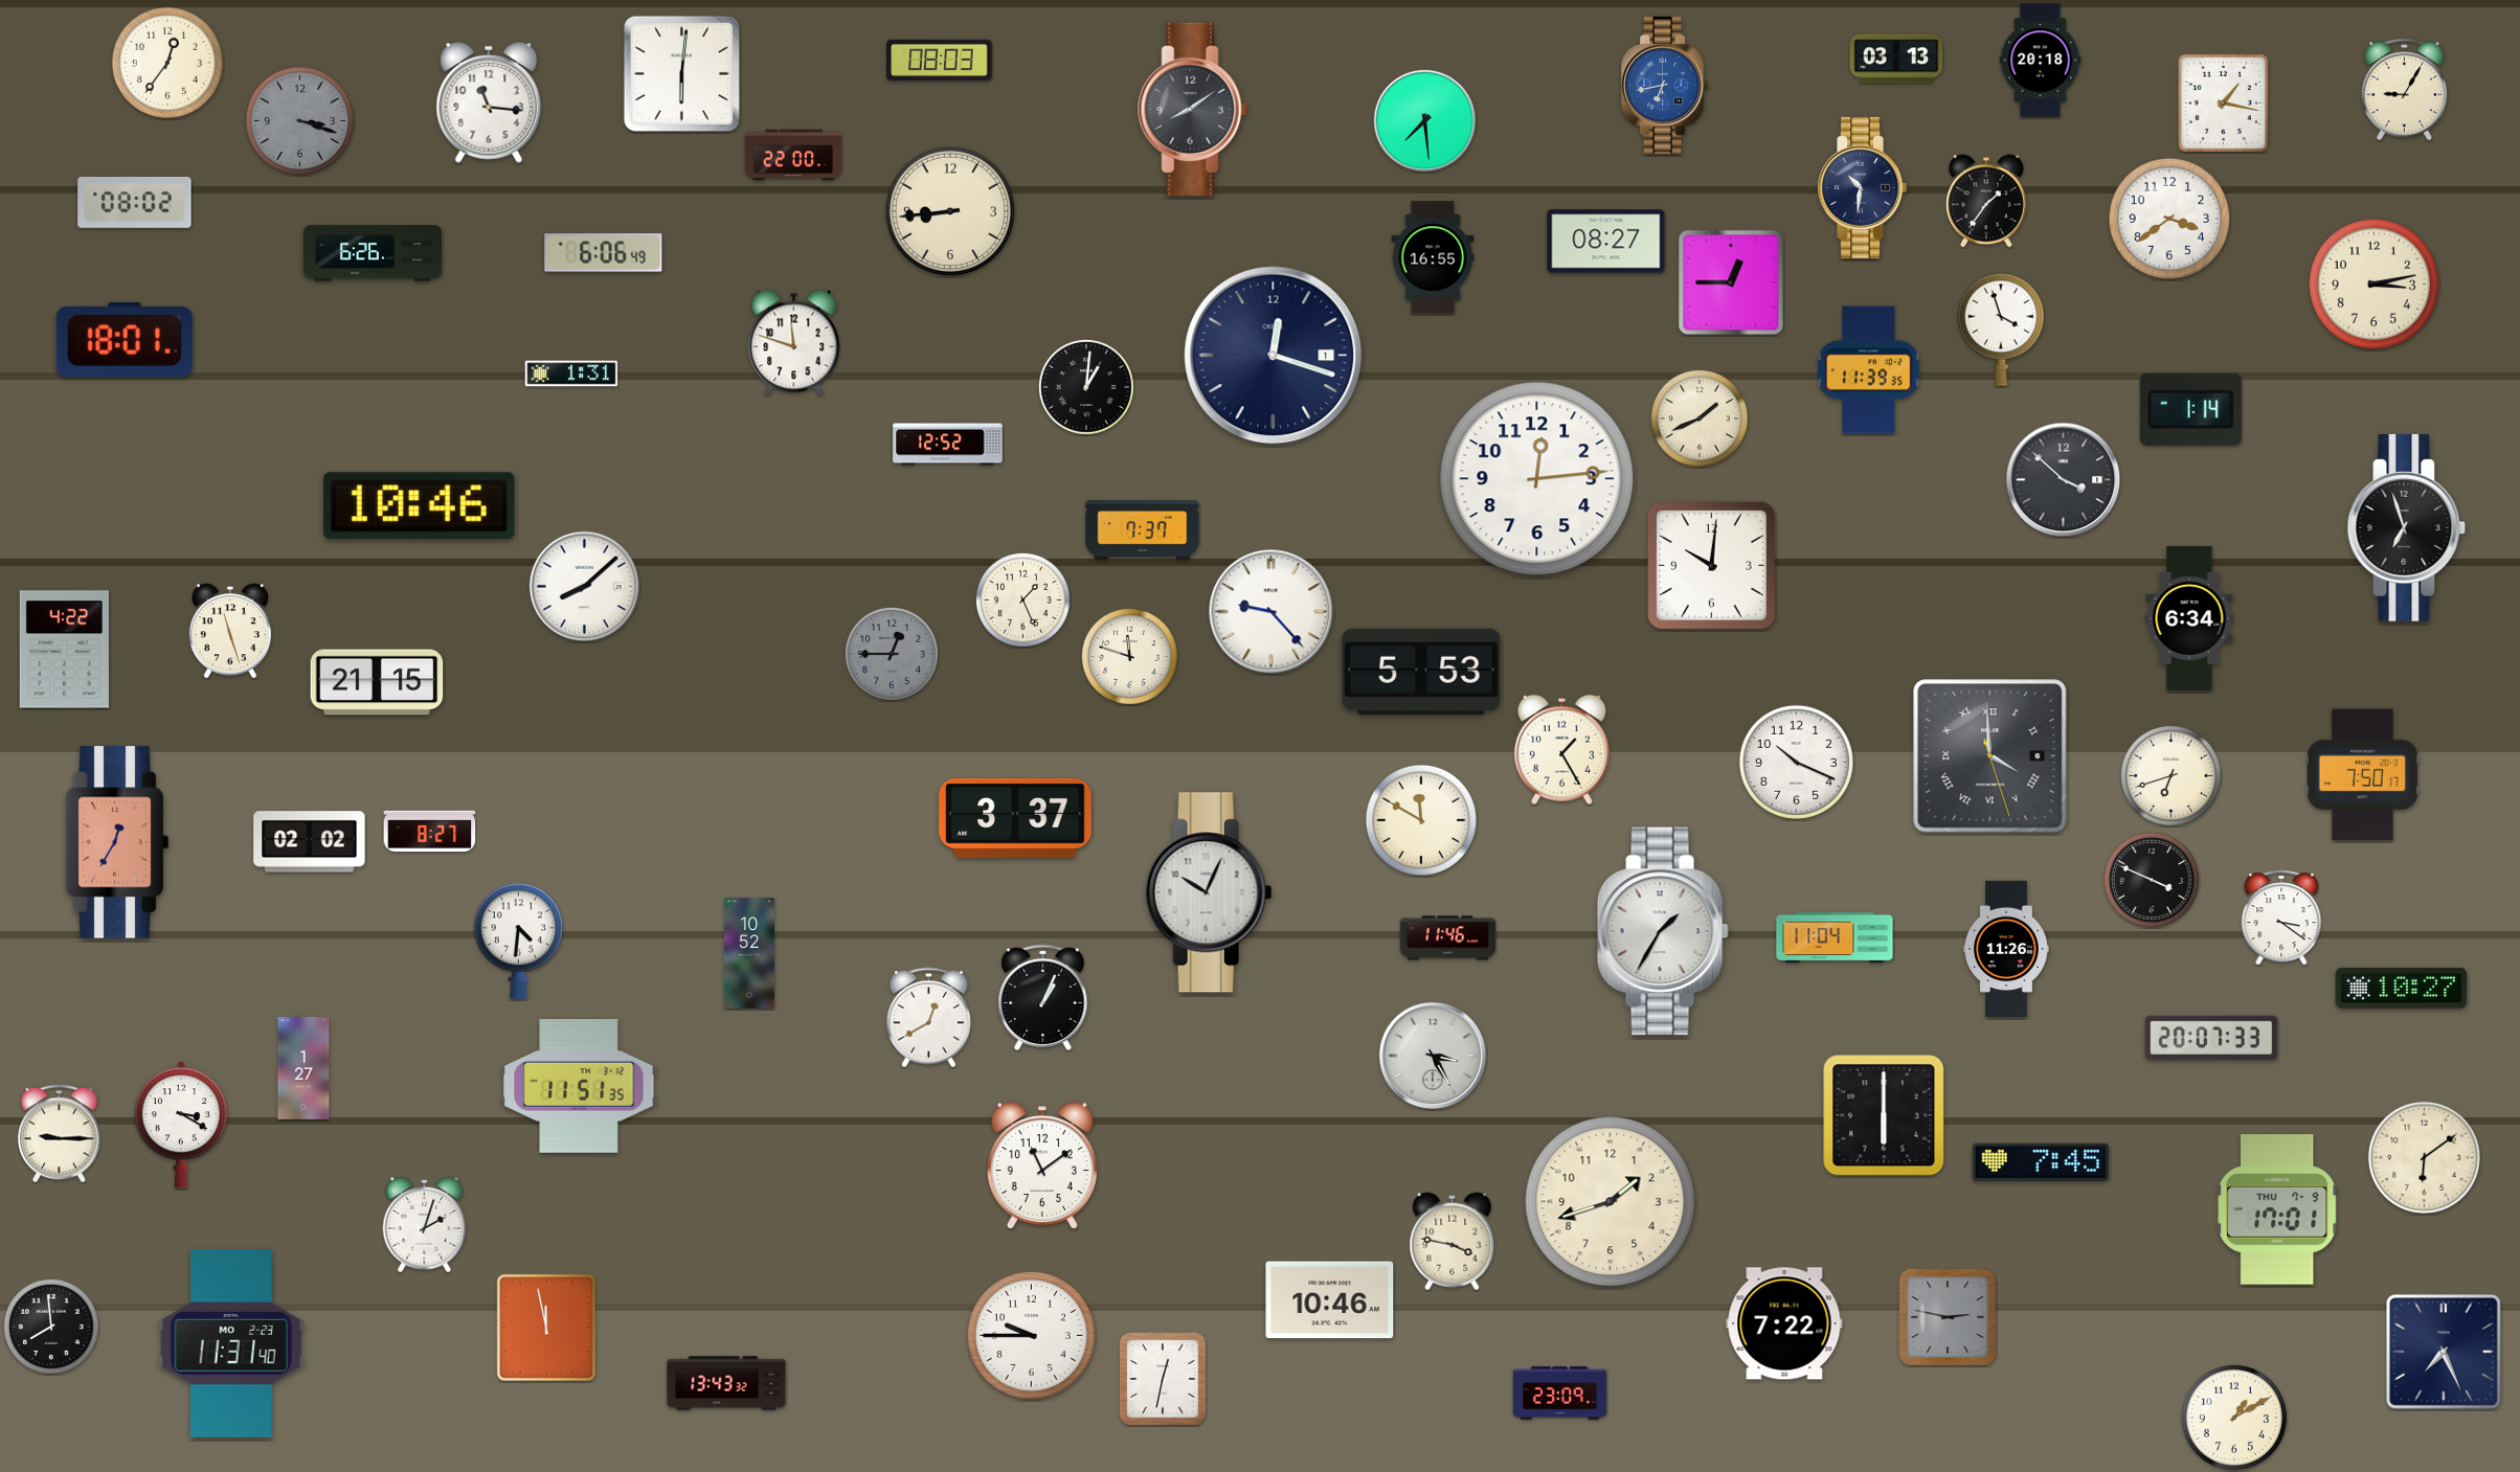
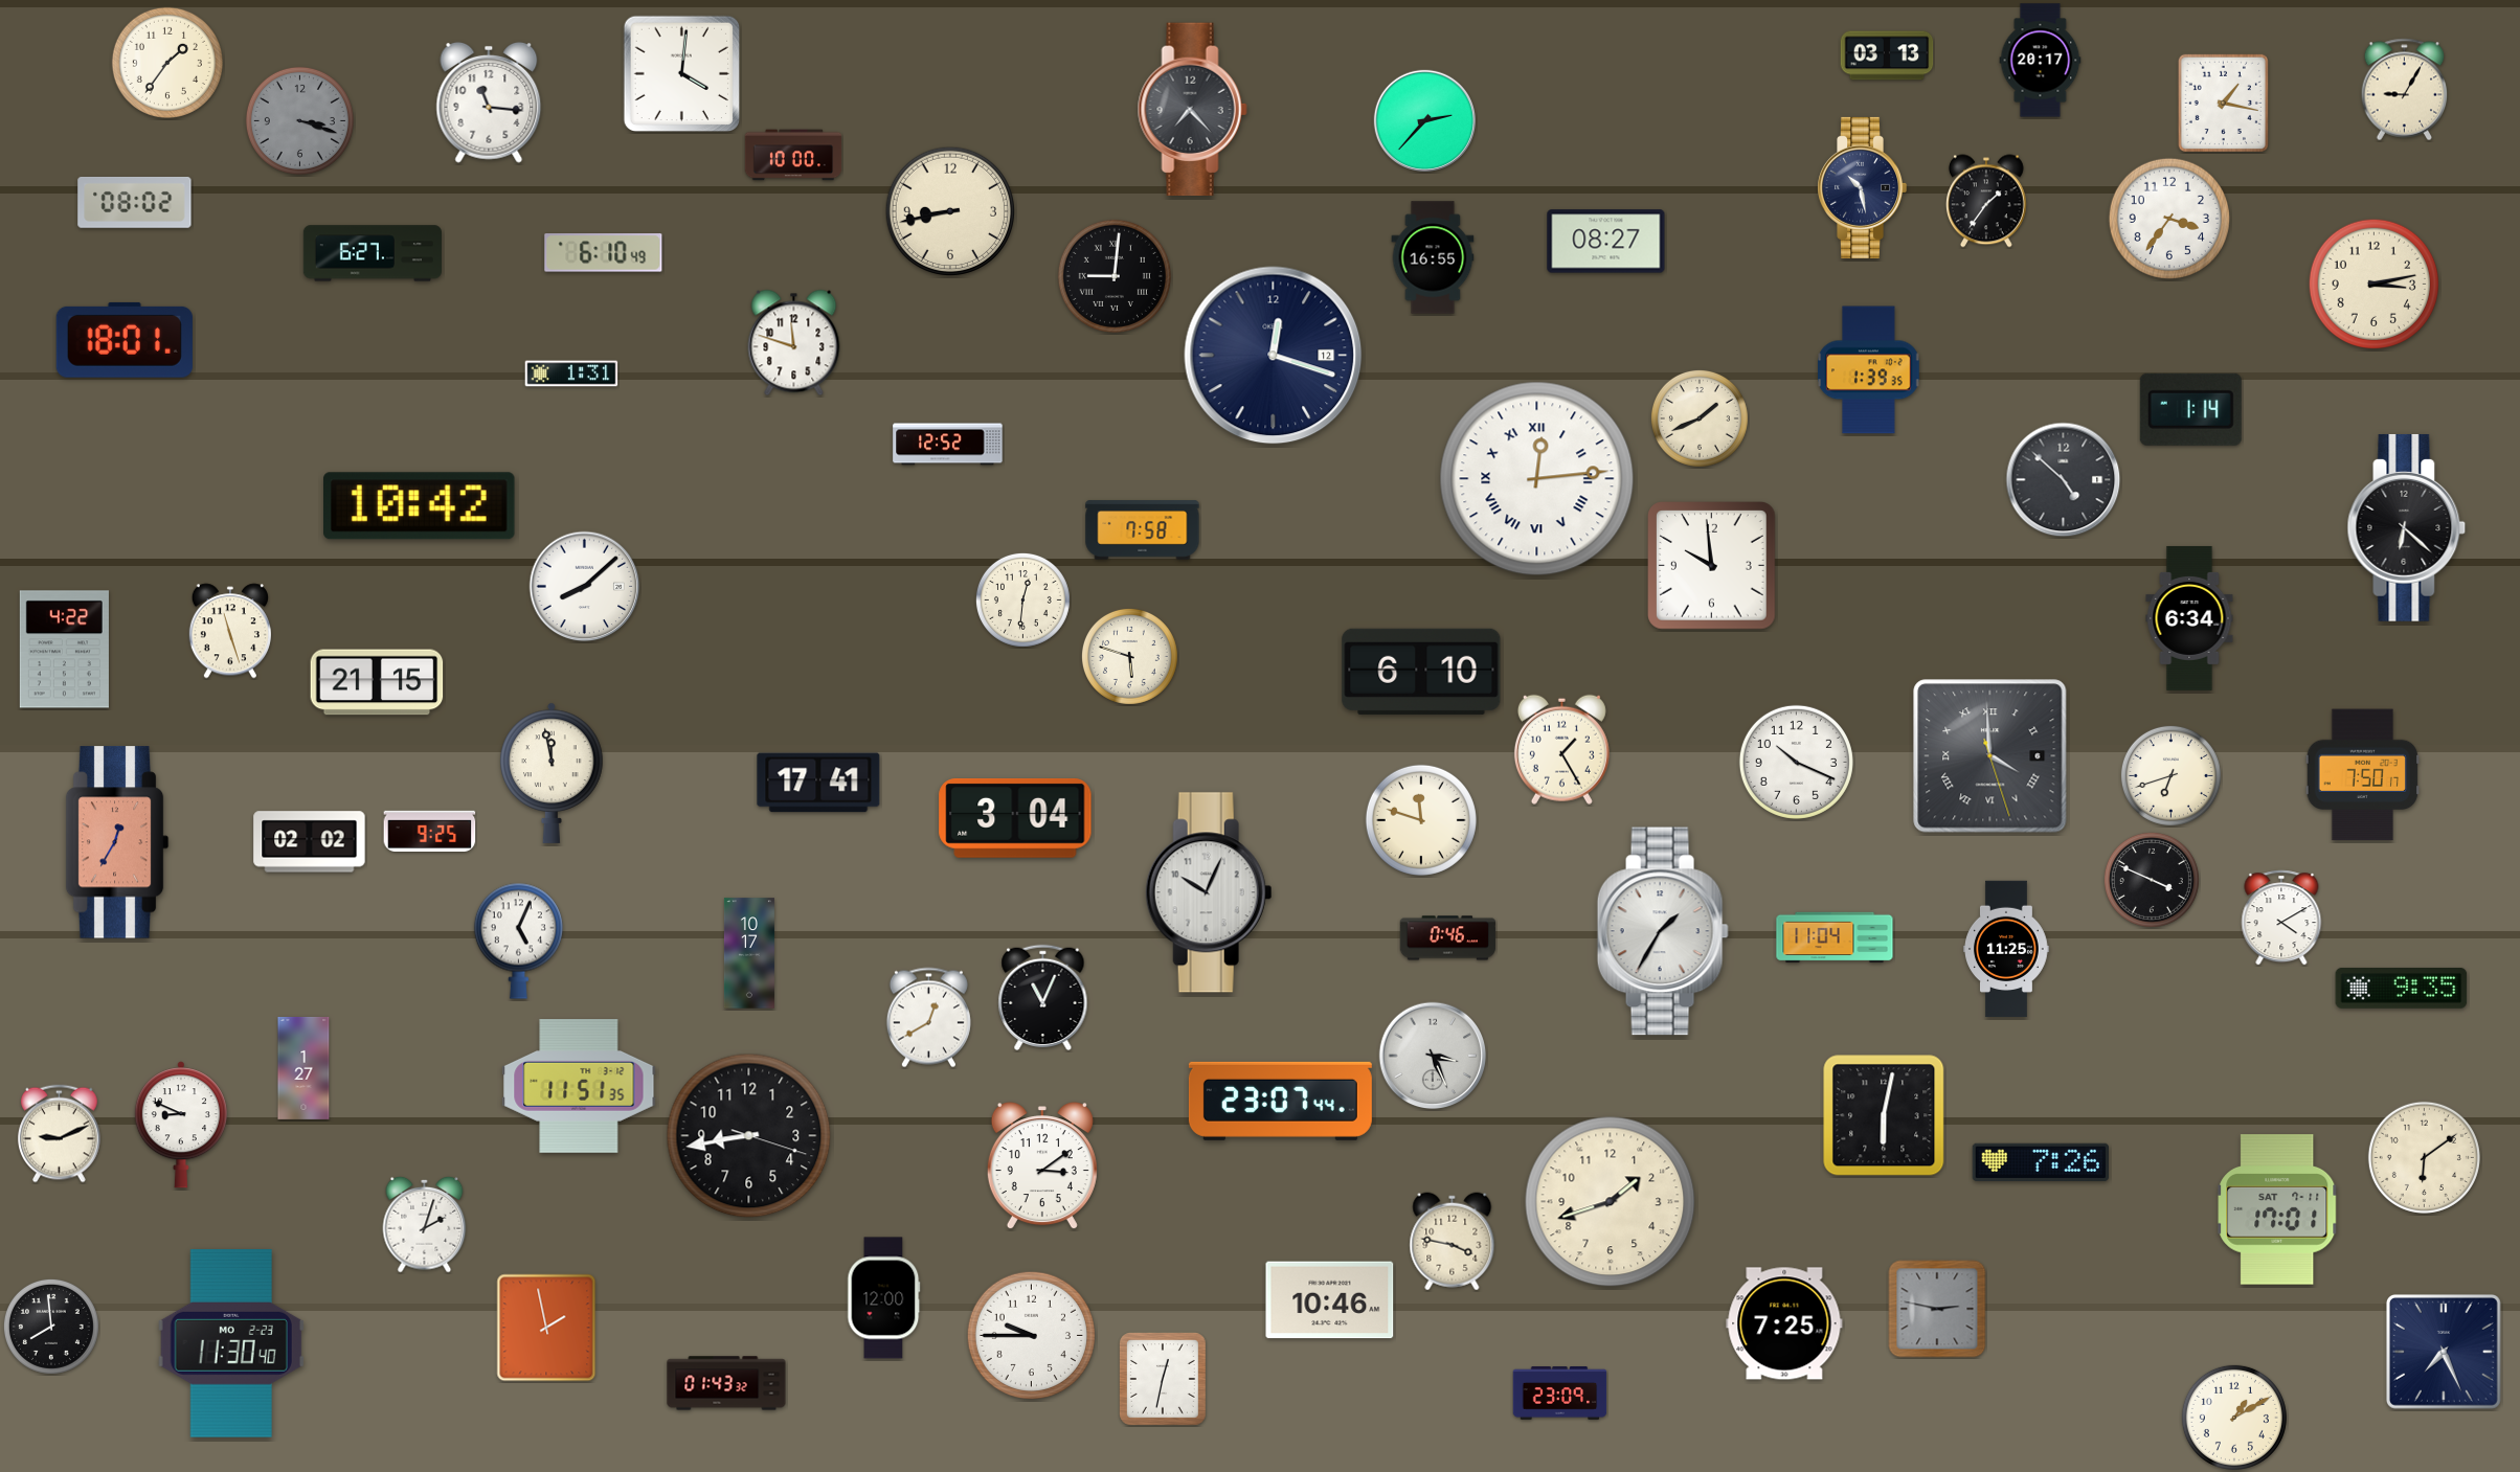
clock at (1896, 59) position: (1896, 59) -> (1887, 55)
clock at (940, 60): 08:03 -> none
clock at (2041, 61): 20:18 -> 20:17
clock at (167, 63): 12:36 -> 1:36
clock at (681, 73): 6:01 -> 4:01
clock at (1665, 85): 6:43 -> none
clock at (1192, 110): 8:09 -> 7:23
clock at (1424, 120): 7:29 -> 2:37
clock at (793, 155): 22:00 -> 10:00
clock at (1863, 187): 10:31 -> 10:28
clock at (949, 210): 8:44 -> 8:43
clock at (2169, 219): 3:39 -> 3:36
clock at (373, 253): 6:26 -> 6:27
clock at (604, 253): 6:06 -> 6:10
clock at (1115, 276): none -> 9:01
clock at (1731, 282): 12:45 -> none
clock at (2001, 330): 3:57 -> none
clock at (1274, 356) date: 1 -> 12
clock at (1869, 370): 11:39 -> 1:39
clock at (1086, 387): 1:01 -> none
clock at (1537, 479) numerals: Arabic -> Roman
clock at (2064, 480): 3:52 -> 4:52
clock at (420, 506): 10:46 -> 10:42
clock at (2407, 527): 6:57 -> 6:22
clock at (1143, 530): 7:37 -> 7:58
clock at (1712, 566): 10:01 -> 9:59
clock at (1022, 599): 1:26 -> 12:31
clock at (1272, 612): 9:23 -> none
clock at (892, 654): 12:45 -> none
clock at (1129, 656): 11:48 -> 5:48
clock at (1421, 672): 5:53 -> 6:10
clock at (553, 773): none -> 11:58
clock at (818, 783): none -> 17:41
clock at (1015, 818): 3:37 -> 3:04
clock at (1421, 820): 11:50 -> 11:48
clock at (430, 831): 8:27 -> 9:25
clock at (2281, 918): 3:21 -> 4:10
clock at (1448, 938): 11:46 -> 0:46
clock at (518, 941): 4:31 -> 5:04
clock at (2007, 949): 11:26 -> 11:25
clock at (749, 953): 10:52 -> 10:17
clock at (2402, 989): 10:27 -> 9:35
clock at (1043, 997): 1:04 -> 11:04
clock at (2211, 1038): 20:07 -> none
clock at (1433, 1056): 3:25 -> 3:26
clock at (1280, 1101): none -> 23:07
clock at (1884, 1115): 6:00 -> 6:02
clock at (181, 1125): 3:20 -> 8:49
clock at (60, 1134): 9:15 -> 9:11
clock at (749, 1136): none -> 8:43
clock at (2041, 1162): 7:45 -> 7:26
clock at (1042, 1167): 11:09 -> 3:09
clock at (2277, 1209) date: THU 7-9 -> SAT 7-11
clock at (884, 1298): none -> 12:00
clock at (1948, 1317) position: (1948, 1317) -> (1937, 1309)
clock at (1784, 1323): 7:22 -> 7:25
clock at (546, 1328): 11:58 -> 1:58
clock at (231, 1343): 11:31 -> 11:30
clock at (726, 1383): 13:43 -> 01:43
